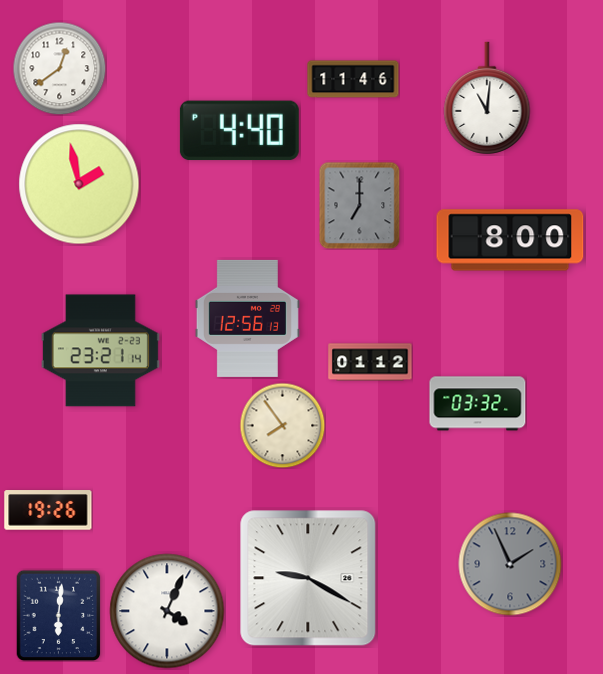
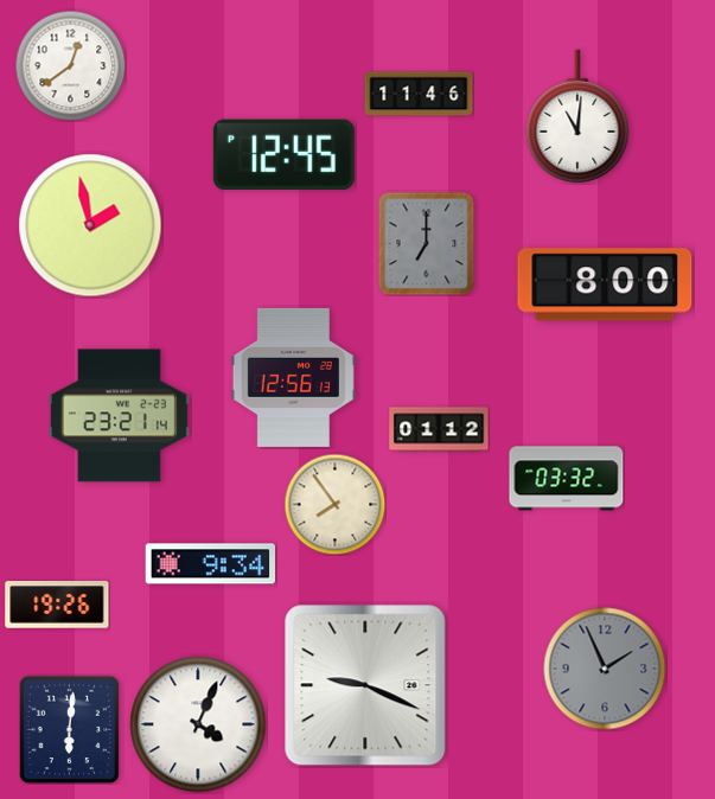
clock at (59, 68) position: (59, 68) -> (70, 65)
clock at (239, 131): 4:40 -> 12:45
clock at (79, 184) position: (79, 184) -> (90, 225)
clock at (211, 564): none -> 9:34
clock at (308, 578): 9:20 -> 9:19
